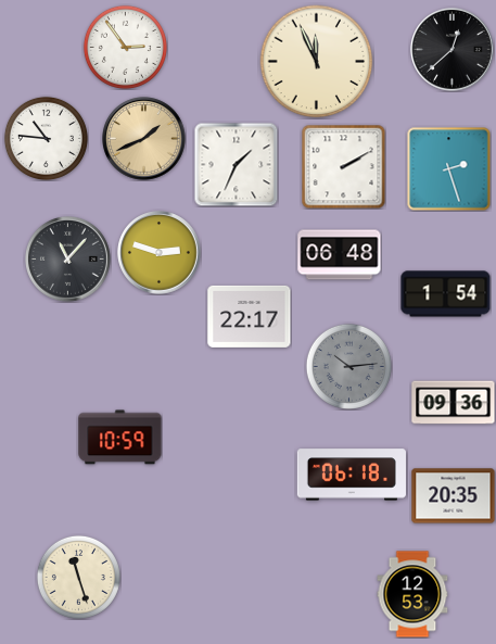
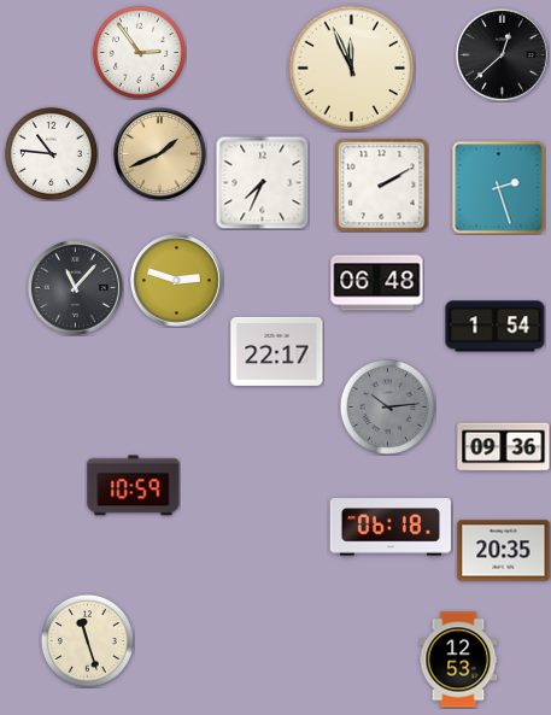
clock at (236, 164): 1:34 -> 7:34
